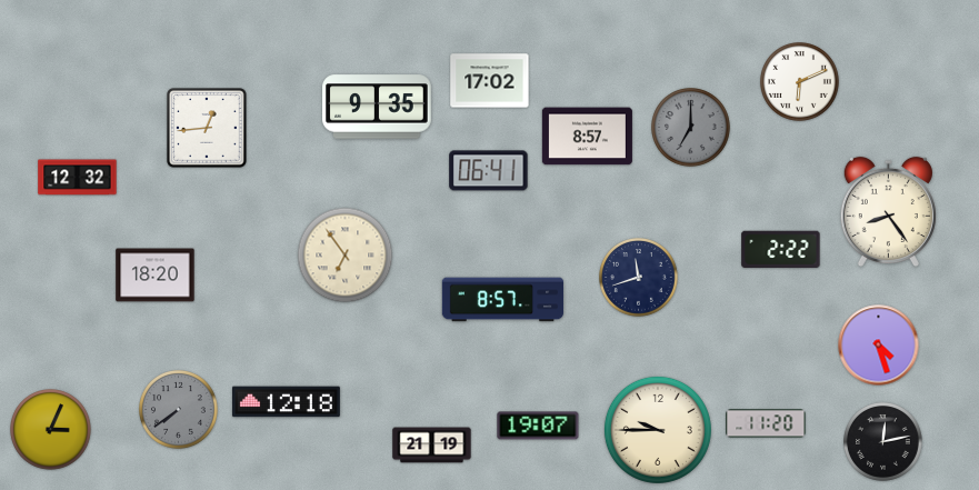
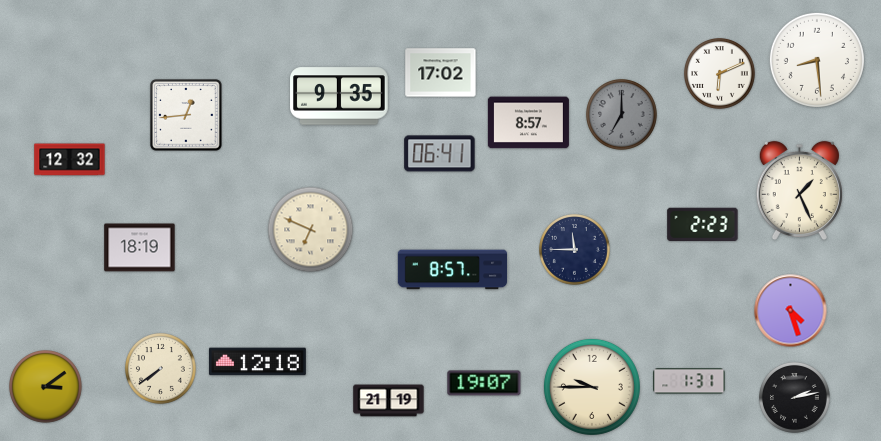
clock at (817, 60): none -> 8:29
clock at (888, 212): 8:24 -> 1:26
clock at (781, 250): 2:22 -> 2:23
clock at (346, 256): 6:54 -> 6:49
clock at (156, 276): 18:20 -> 18:19
clock at (639, 278): 11:42 -> 11:45
clock at (179, 410) dial: grey -> cream
clock at (766, 423): 11:20 -> 1:31
clock at (51, 430): 3:04 -> 3:09
clock at (883, 442): 12:13 -> 2:13
